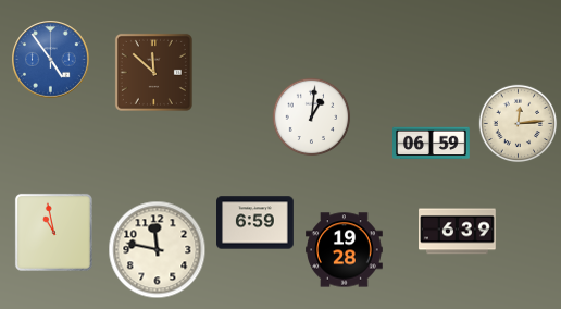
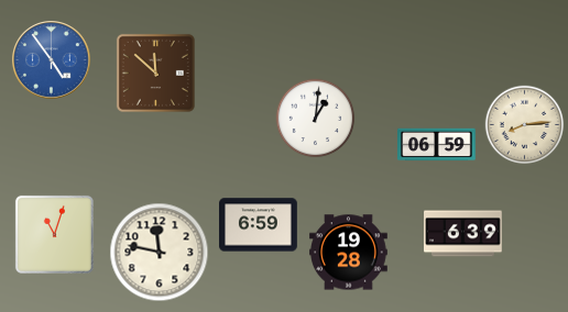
clock at (519, 124): 12:14 -> 8:14
clock at (53, 232): 10:58 -> 11:03
